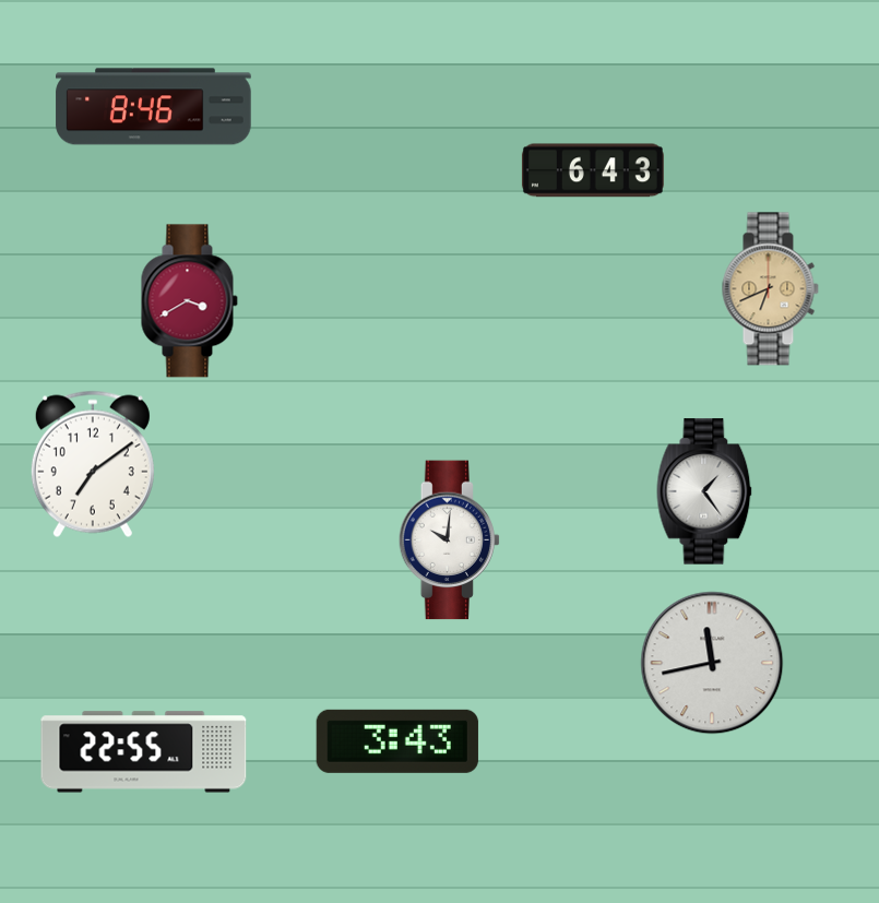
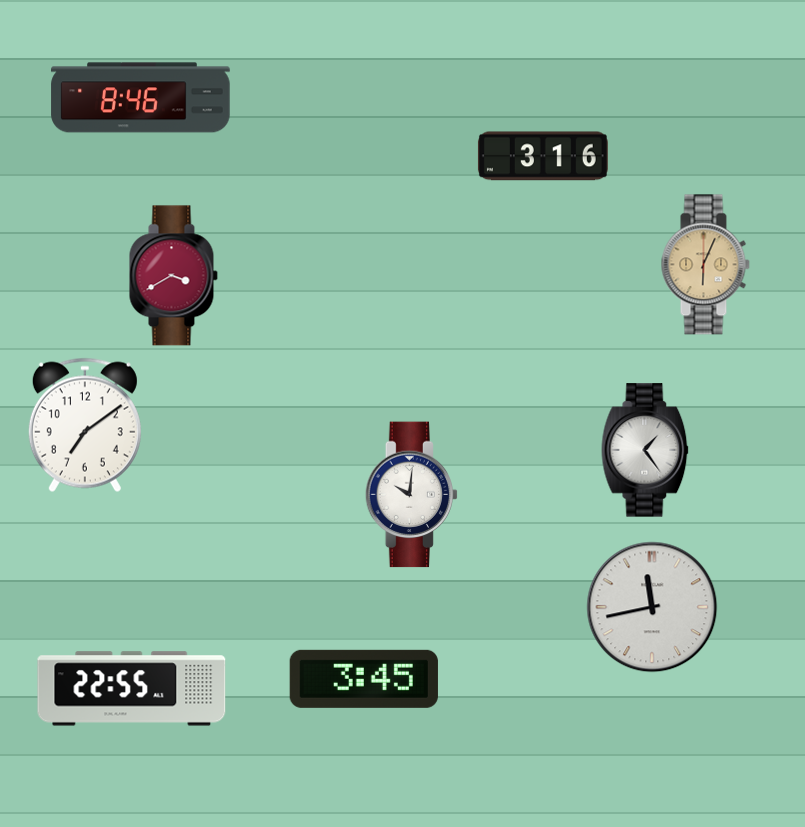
clock at (593, 170): 6:43 -> 3:16
clock at (770, 289): 6:41 -> 6:04
clock at (397, 741): 3:43 -> 3:45
